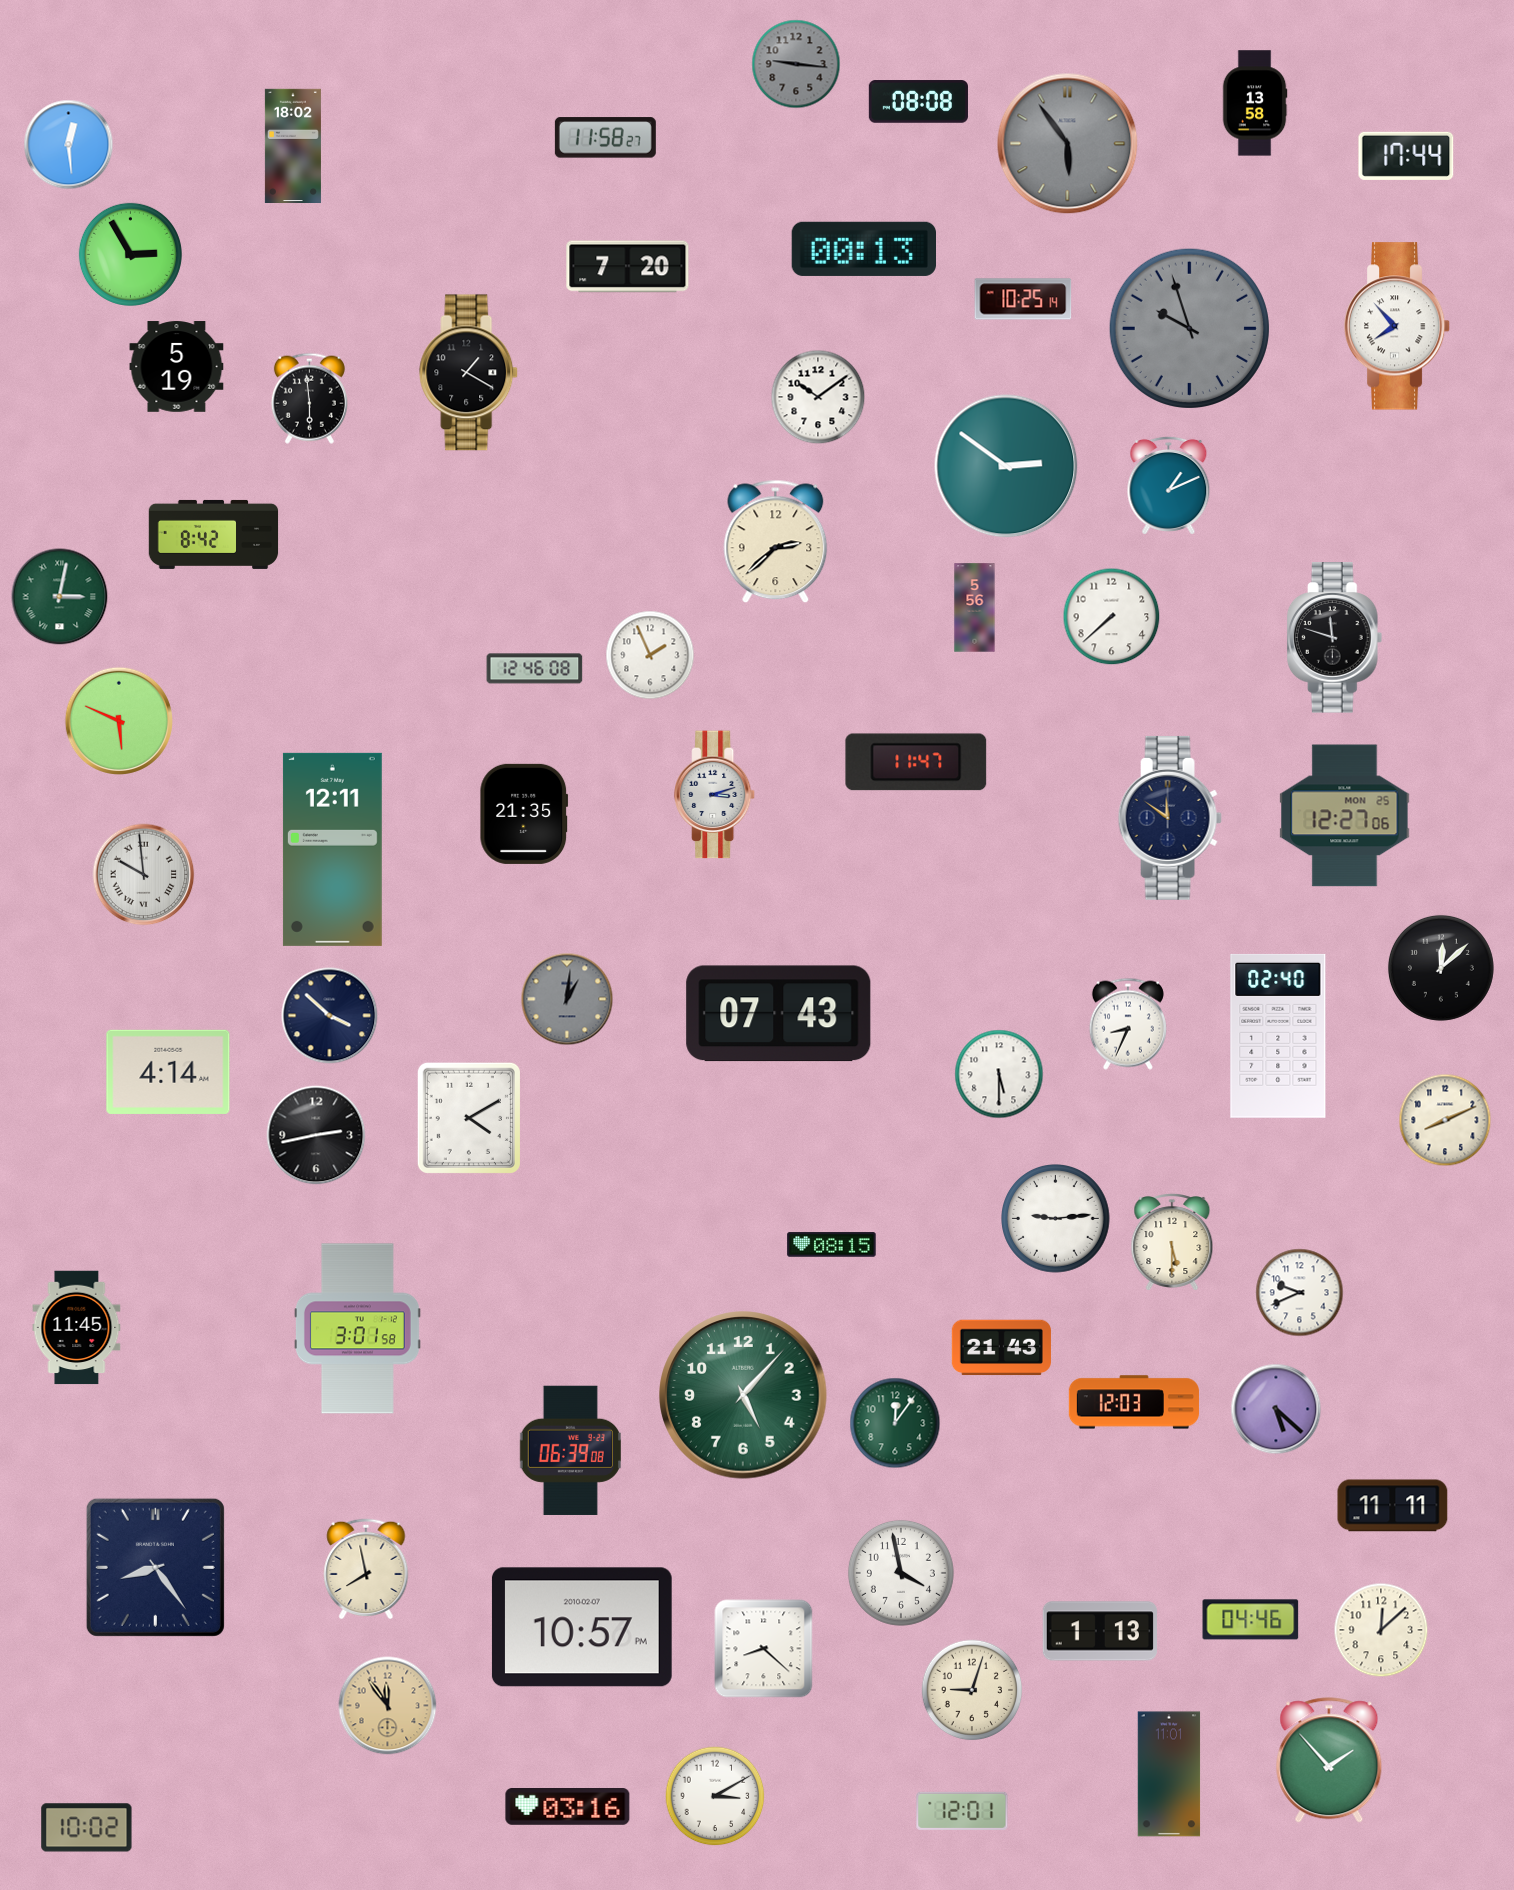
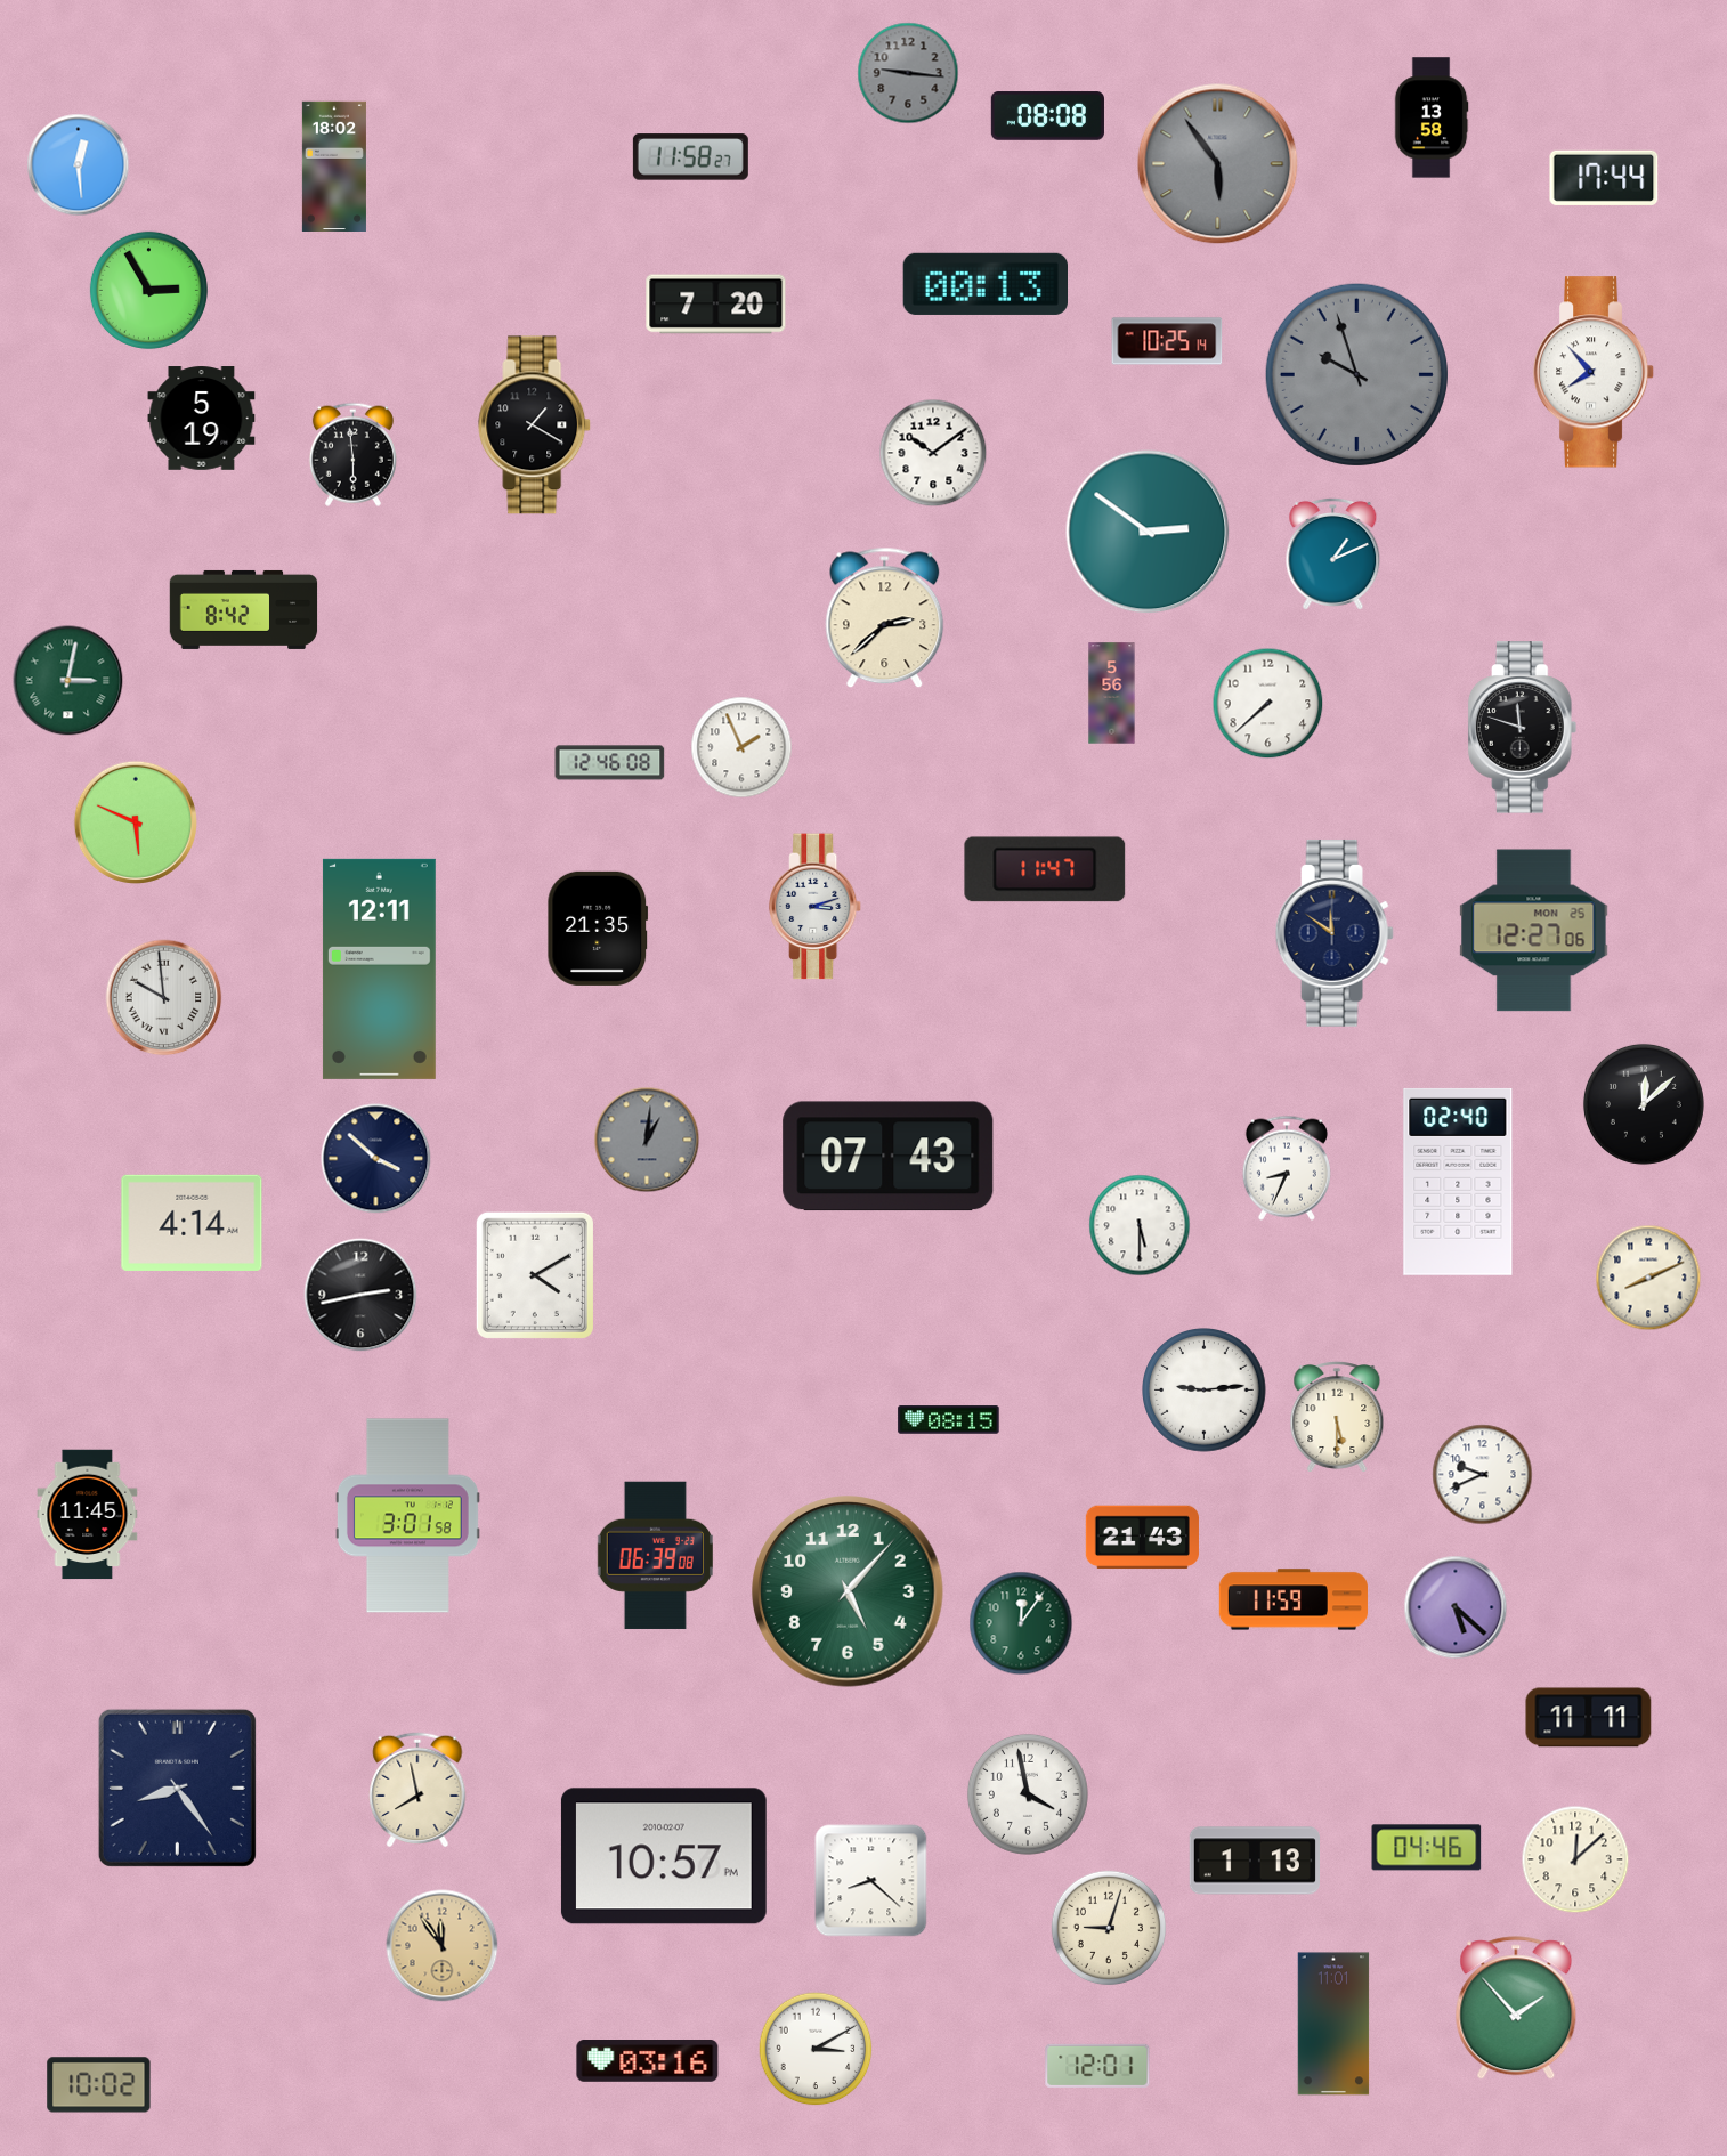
clock at (1134, 1402): 12:03 -> 11:59
clock at (570, 1450) position: (570, 1450) -> (655, 1555)
